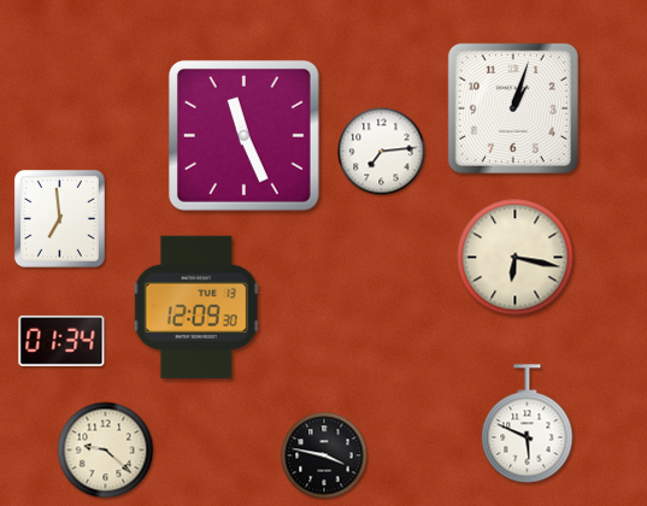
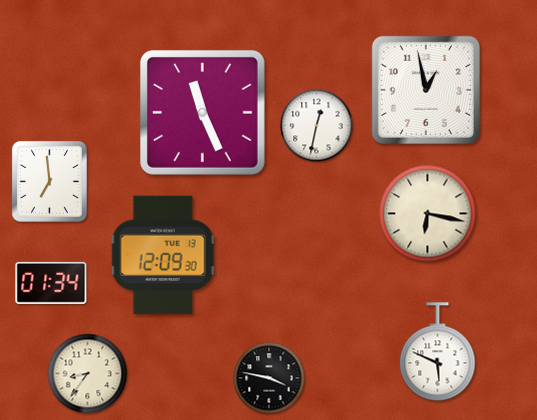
clock at (513, 108): 1:03 -> 12:58
clock at (382, 152): 7:14 -> 12:32
clock at (106, 451): 9:22 -> 8:36
